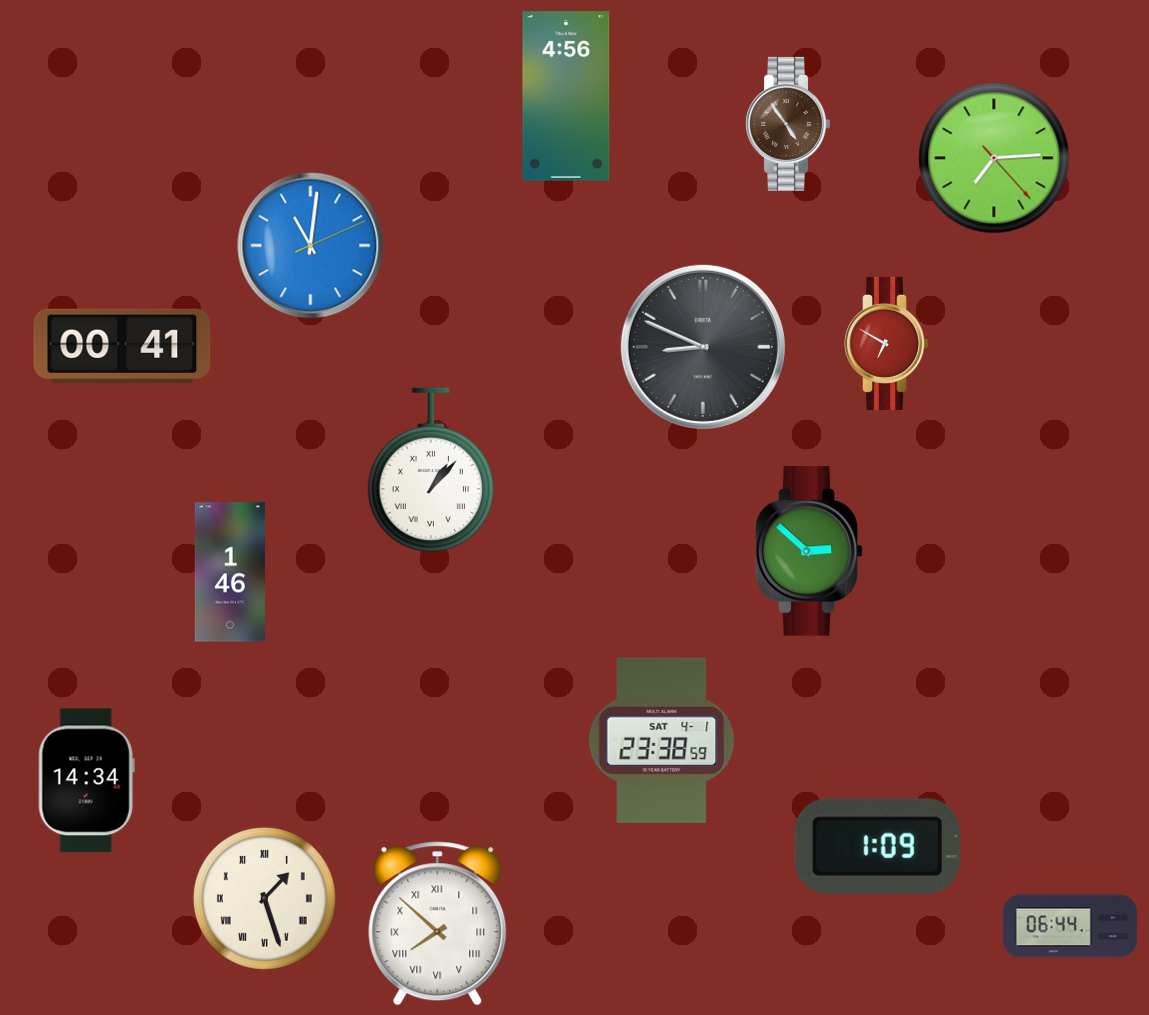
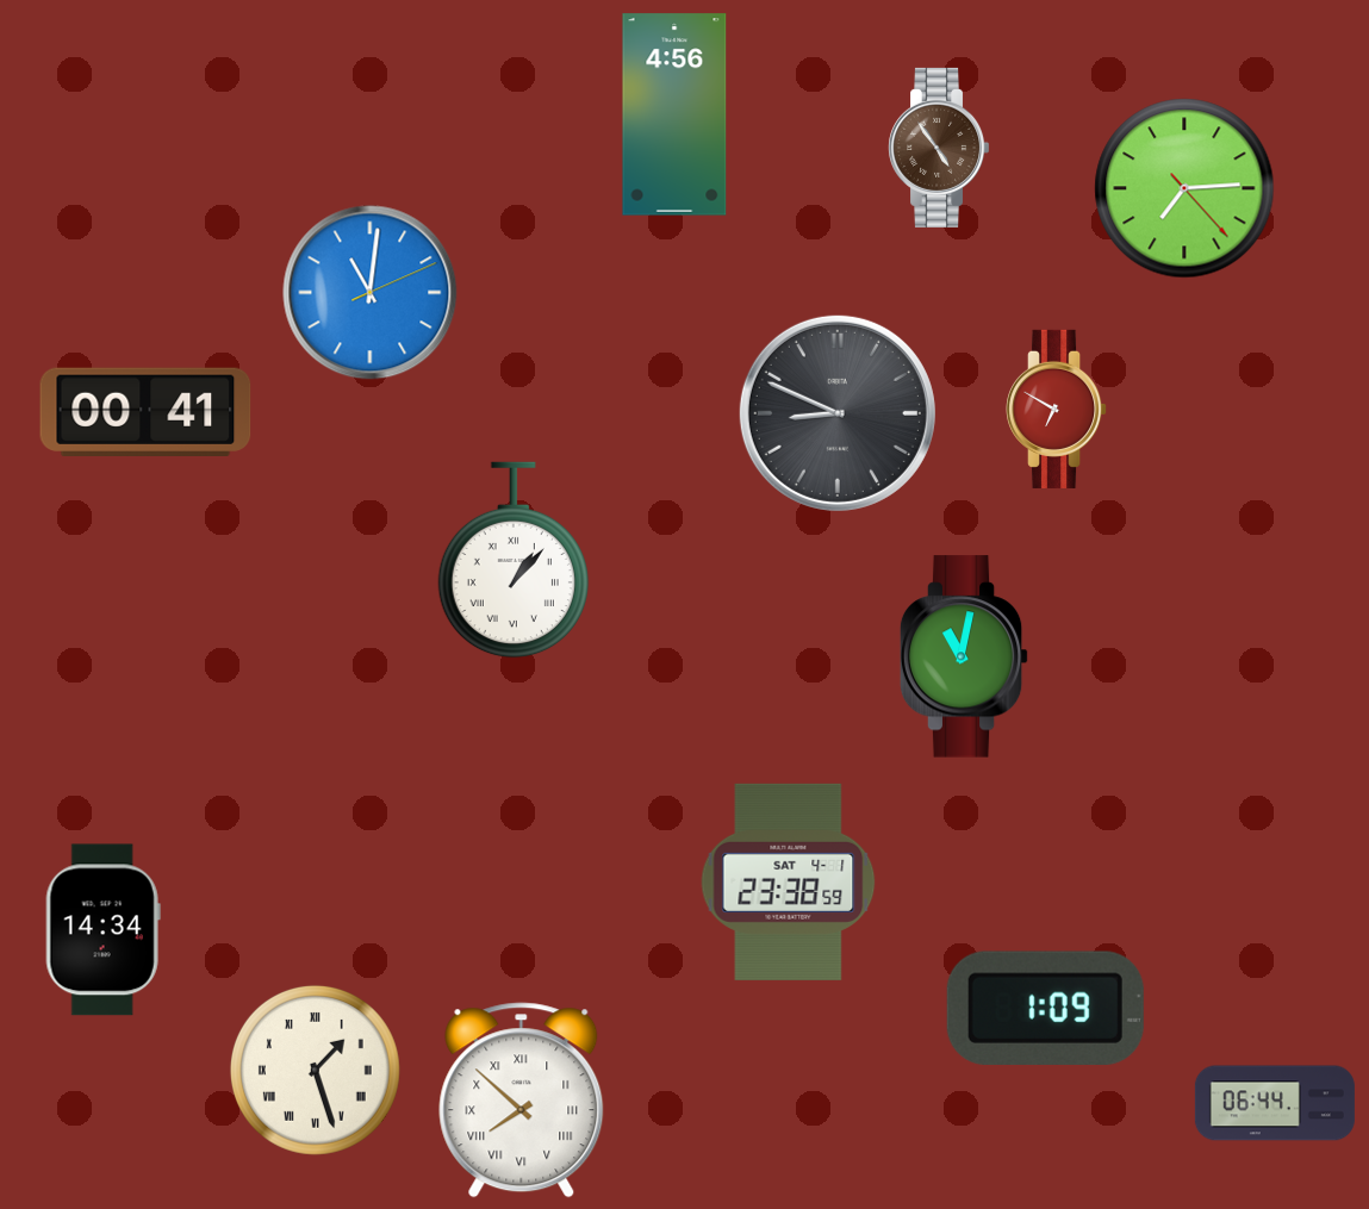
clock at (809, 551): 2:52 -> 11:02
clock at (230, 572): 1:46 -> none
